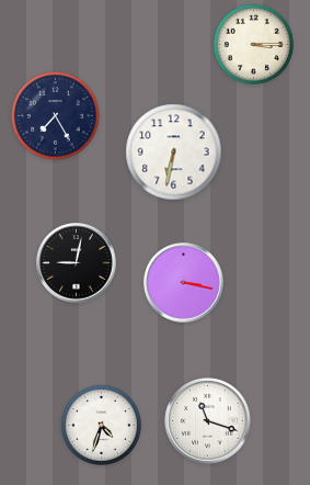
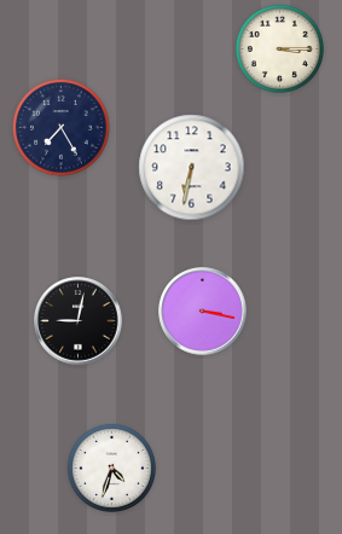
clock at (77, 263) position: (77, 263) -> (79, 321)
clock at (208, 421): 11:18 -> none
